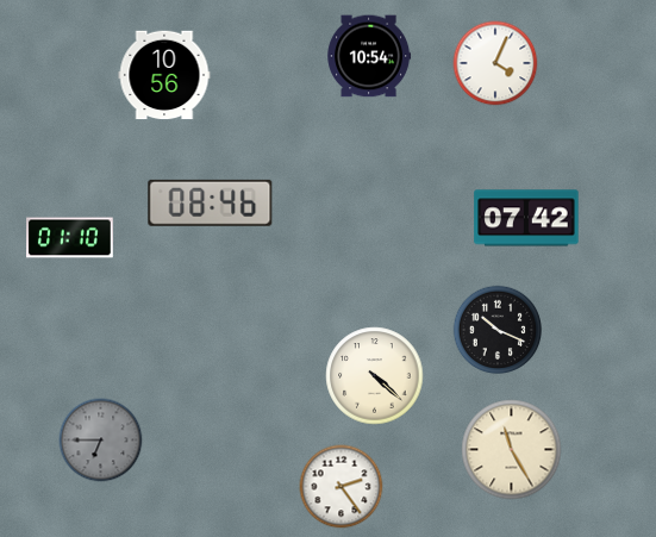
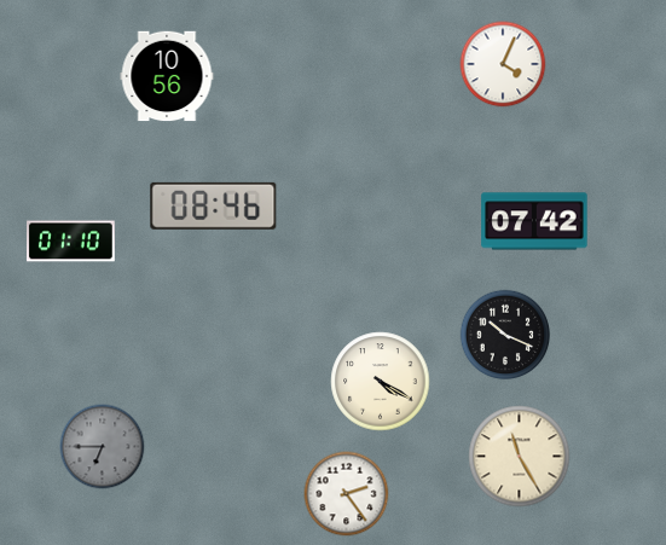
clock at (369, 56): 10:54 -> none
clock at (375, 376): 4:22 -> 4:20
